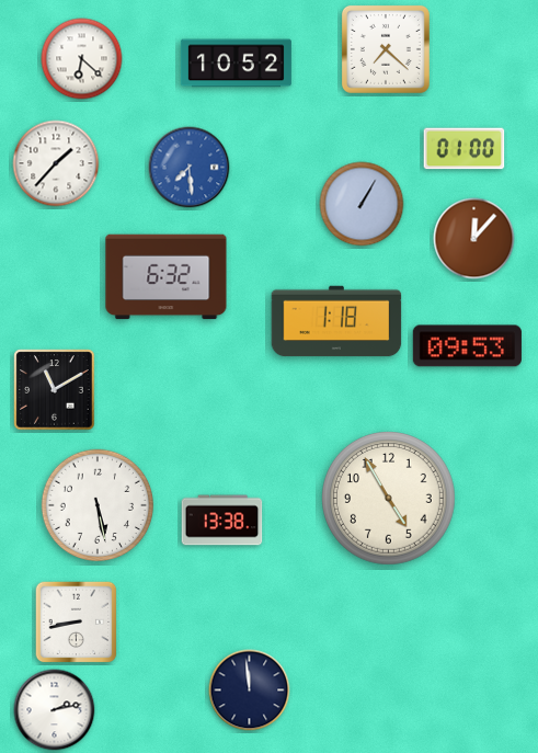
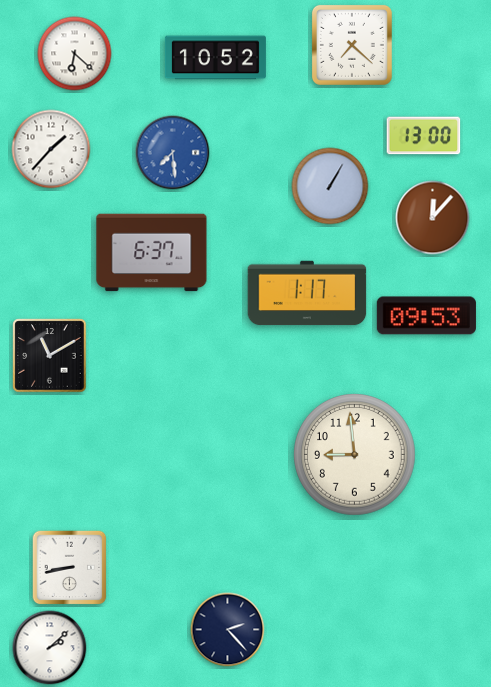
clock at (465, 149): 01:00 -> 13:00
clock at (167, 277): 6:32 -> 6:37
clock at (336, 321): 1:18 -> 1:17
clock at (389, 499): 4:55 -> 8:59
clock at (96, 504): 5:28 -> none
clock at (222, 521): 13:38 -> none
clock at (250, 691): 11:59 -> 2:23
clock at (55, 710): 2:13 -> 2:08
